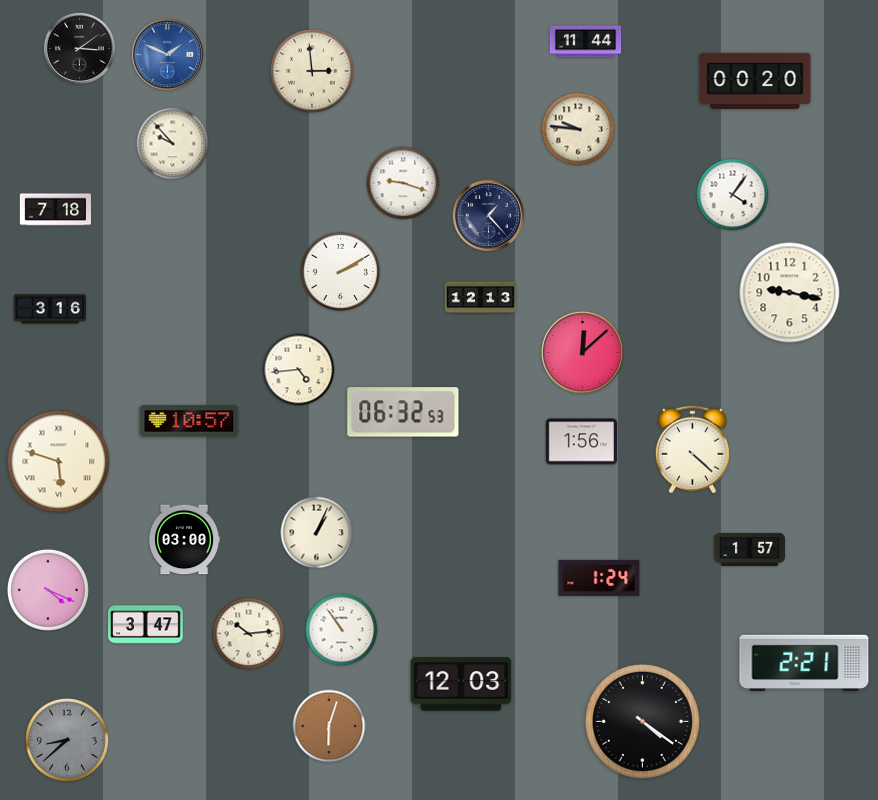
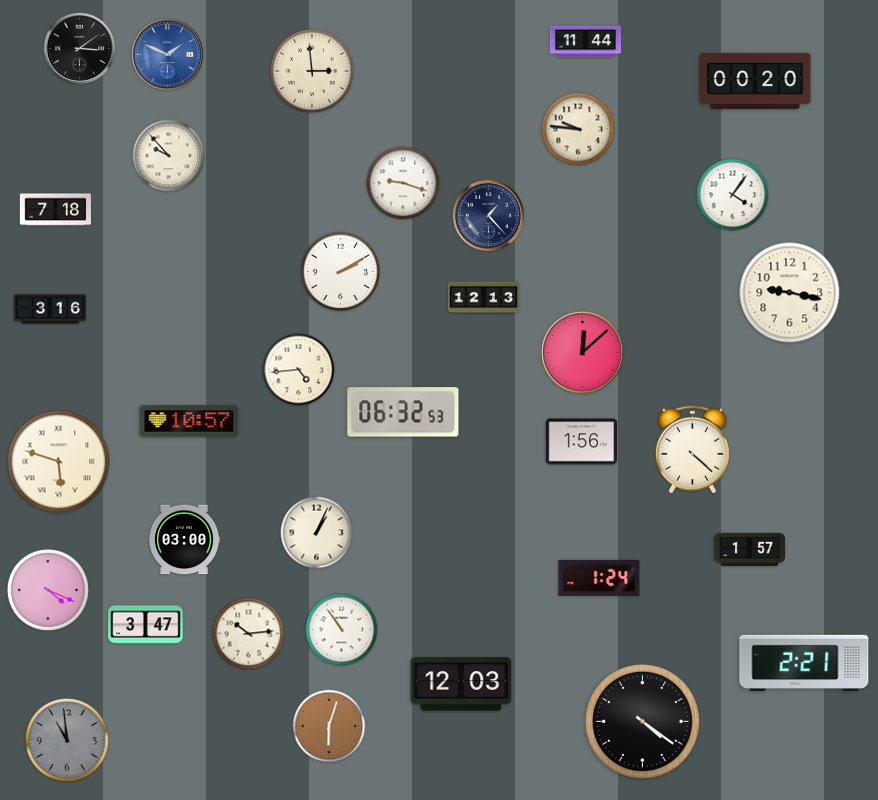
clock at (173, 144) position: (173, 144) -> (169, 156)
clock at (481, 298) position: (481, 298) -> (484, 298)
clock at (67, 740): 8:38 -> 10:59
